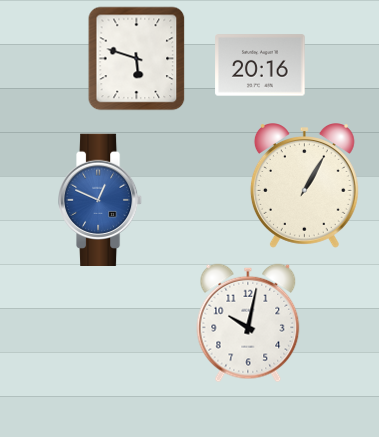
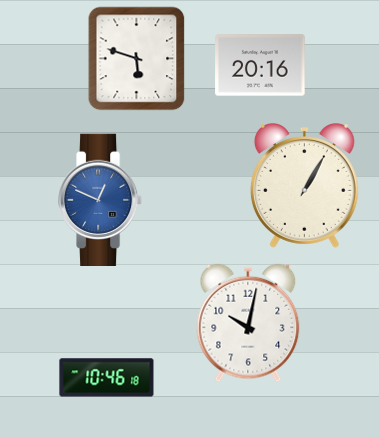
clock at (107, 378): none -> 10:46
